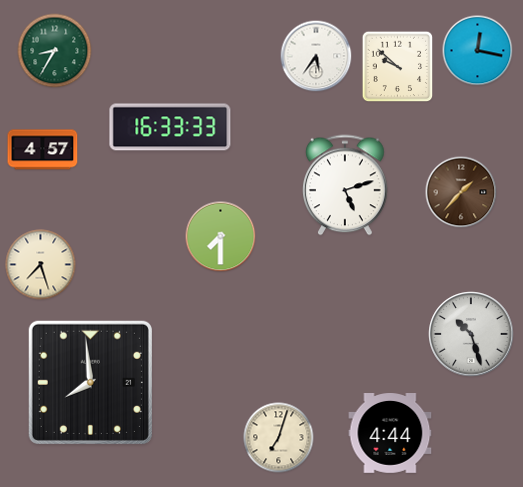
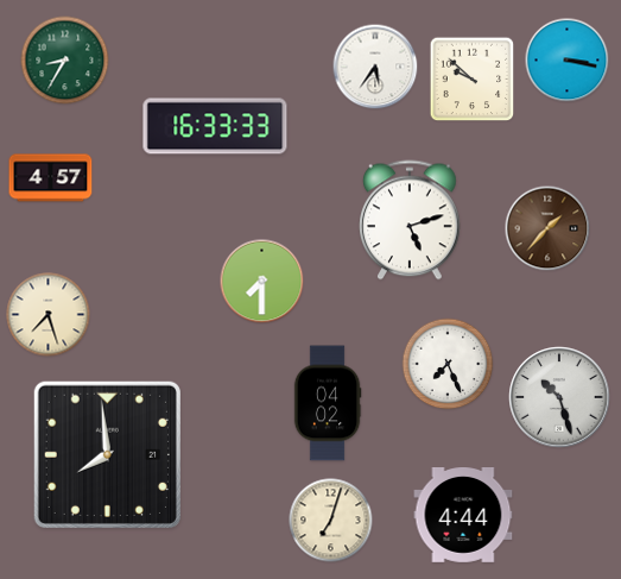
clock at (478, 51): 12:17 -> 3:17
clock at (170, 127) position: (170, 127) -> (215, 126)
clock at (448, 364): none -> 7:26
clock at (328, 403): none -> 04:02
